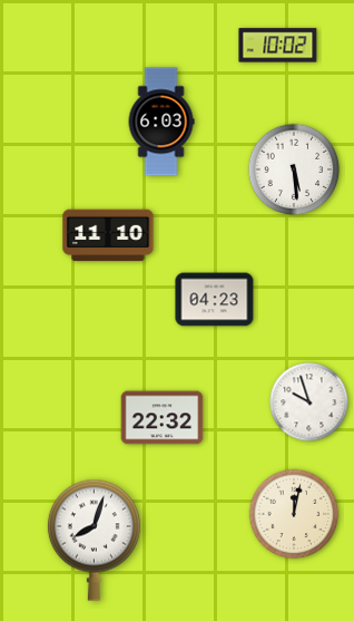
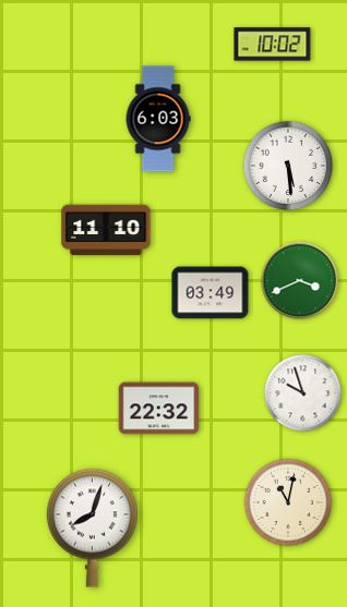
clock at (300, 281): none -> 3:41
clock at (215, 300): 04:23 -> 03:49
clock at (294, 514): 12:02 -> 11:02
